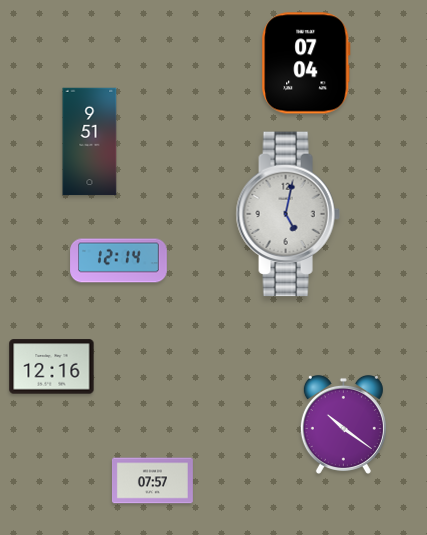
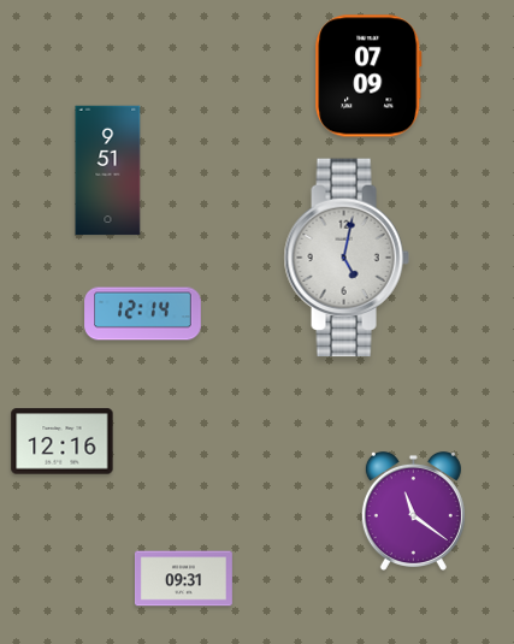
clock at (306, 63): 07:04 -> 07:09
clock at (343, 424): 10:21 -> 11:21
clock at (152, 481): 07:57 -> 09:31
